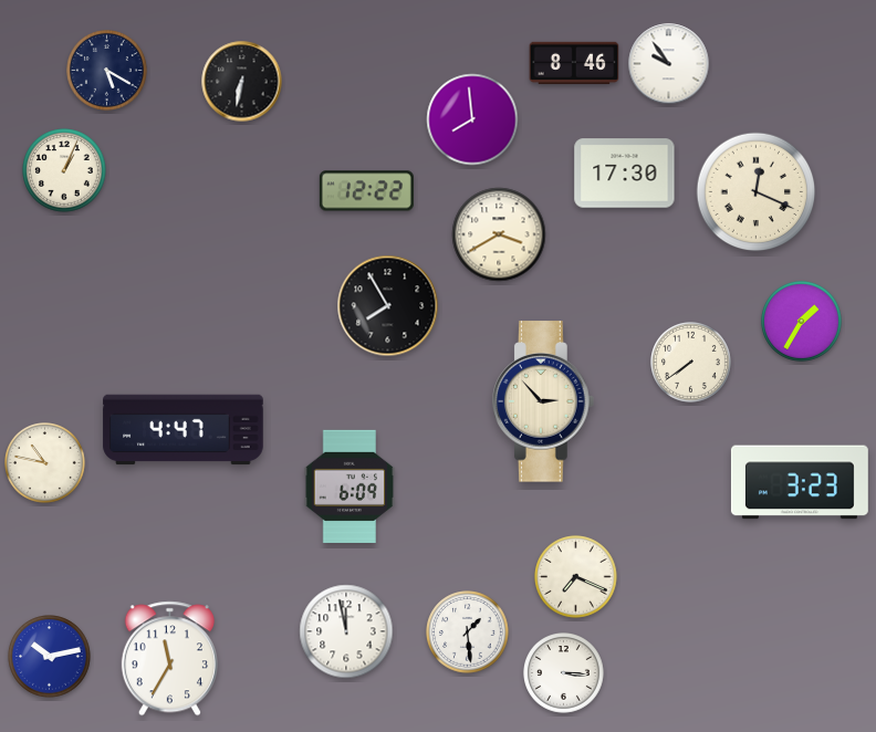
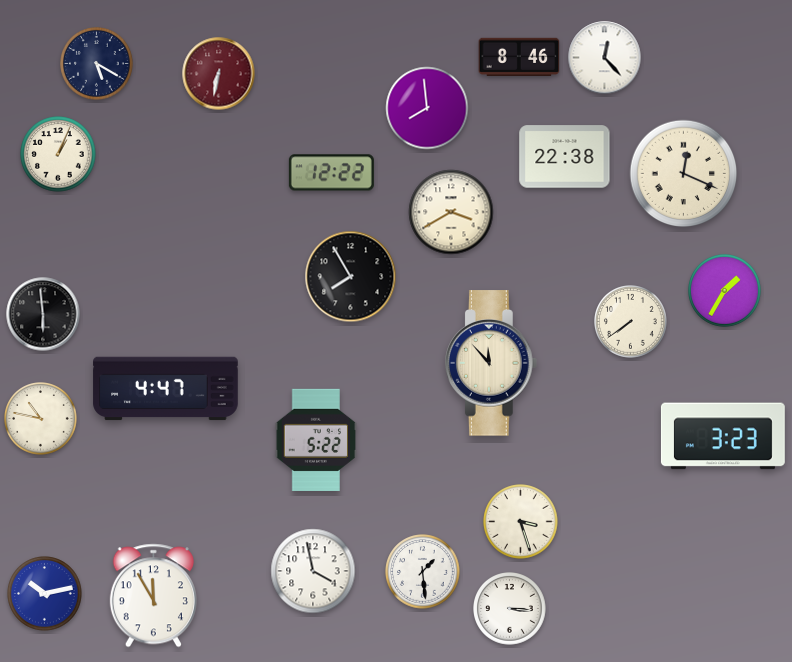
clock at (669, 64): 9:54 -> 12:23
clock at (242, 82) dial: black -> burgundy
clock at (625, 174): 17:30 -> 22:38
clock at (43, 314): none -> 5:59
clock at (691, 363) position: (691, 363) -> (631, 322)
clock at (544, 401): 2:53 -> 11:53
clock at (350, 487): 6:09 -> 5:22
clock at (576, 577): 7:19 -> 3:27
clock at (346, 631): 11:58 -> 3:58
clock at (169, 659): 11:35 -> 11:55
